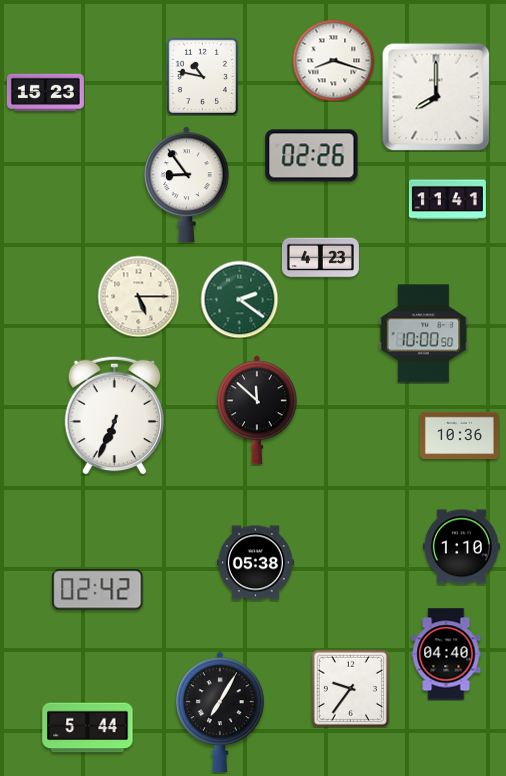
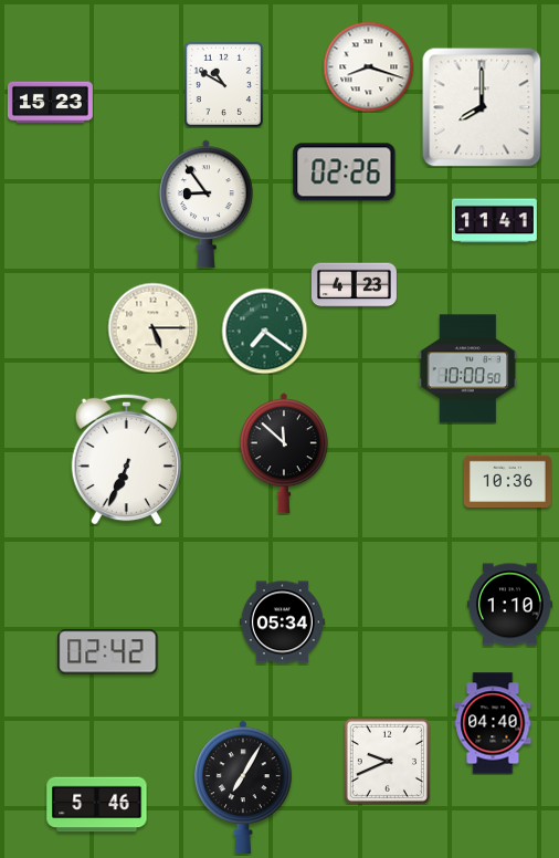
clock at (202, 76): 10:47 -> 10:50
clock at (239, 299): 2:21 -> 7:21
clock at (255, 563): 05:38 -> 05:34
clock at (350, 688): 9:36 -> 9:41
clock at (88, 728): 5:44 -> 5:46
